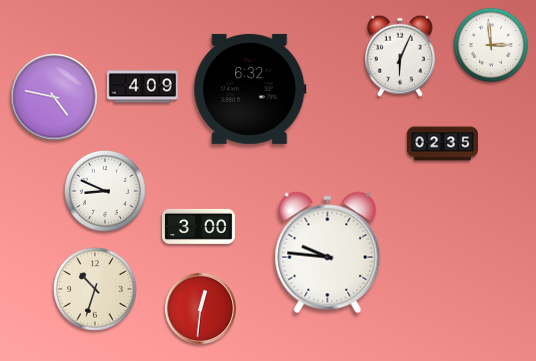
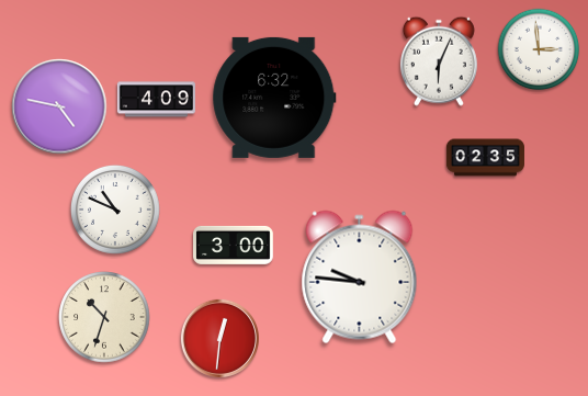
clock at (142, 87) position: (142, 87) -> (156, 100)
clock at (105, 191): 8:49 -> 10:49
clock at (199, 226) position: (199, 226) -> (234, 245)
